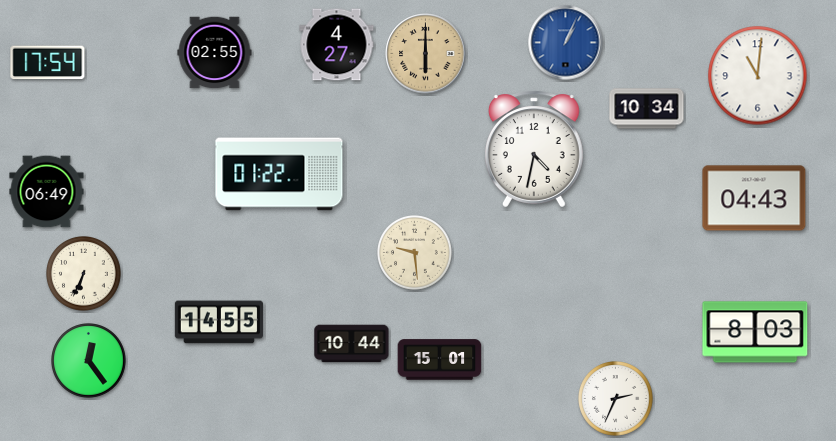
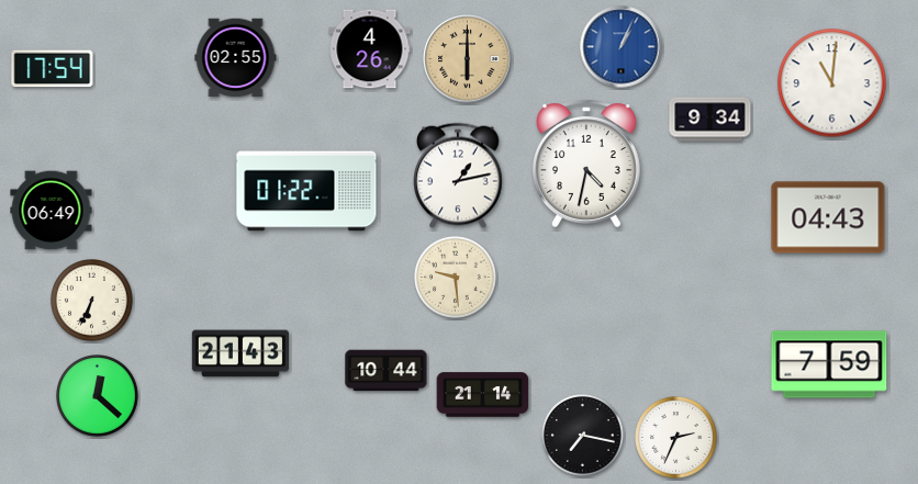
clock at (337, 45): 4:27 -> 4:26
clock at (647, 109): 10:34 -> 9:34
clock at (459, 176): none -> 1:13
clock at (219, 322): 14:55 -> 21:43
clock at (755, 332): 8:03 -> 7:59
clock at (352, 344) position: (352, 344) -> (387, 371)
clock at (440, 360): 15:01 -> 21:14
clock at (89, 361): 12:24 -> 12:22
clock at (583, 436): none -> 7:17
